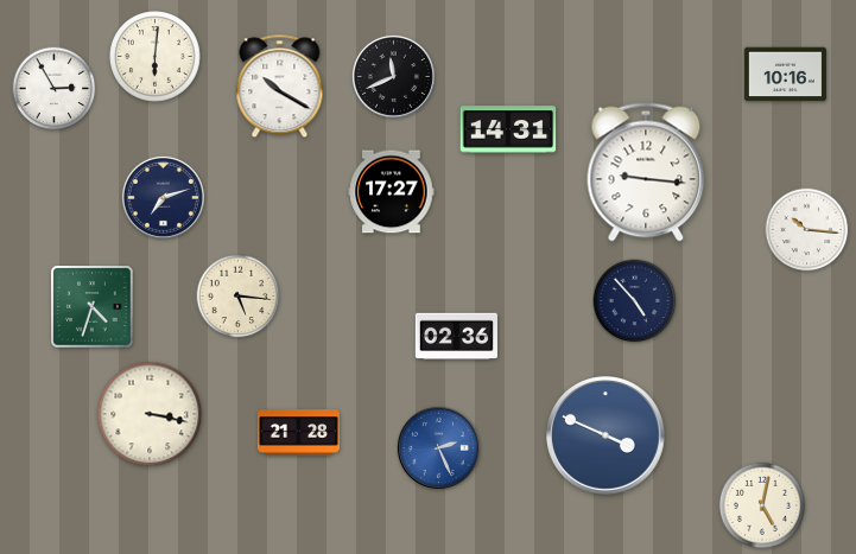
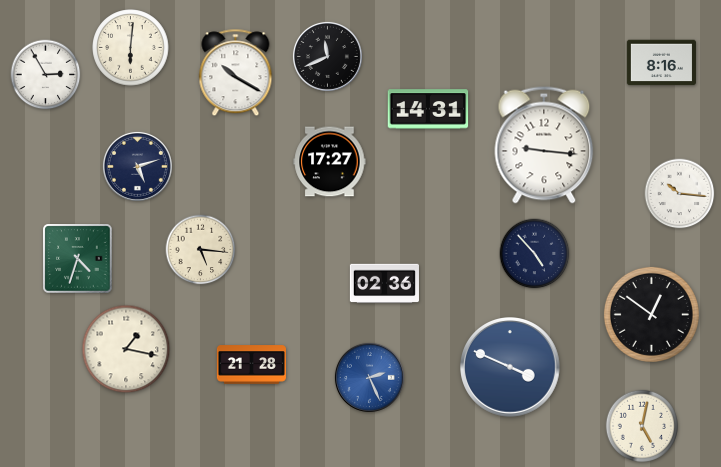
clock at (785, 75): 10:16 -> 8:16
clock at (393, 76) position: (393, 76) -> (327, 56)
clock at (163, 197): 7:12 -> 5:12
clock at (651, 314): none -> 12:51
clock at (150, 414): 3:17 -> 1:17
